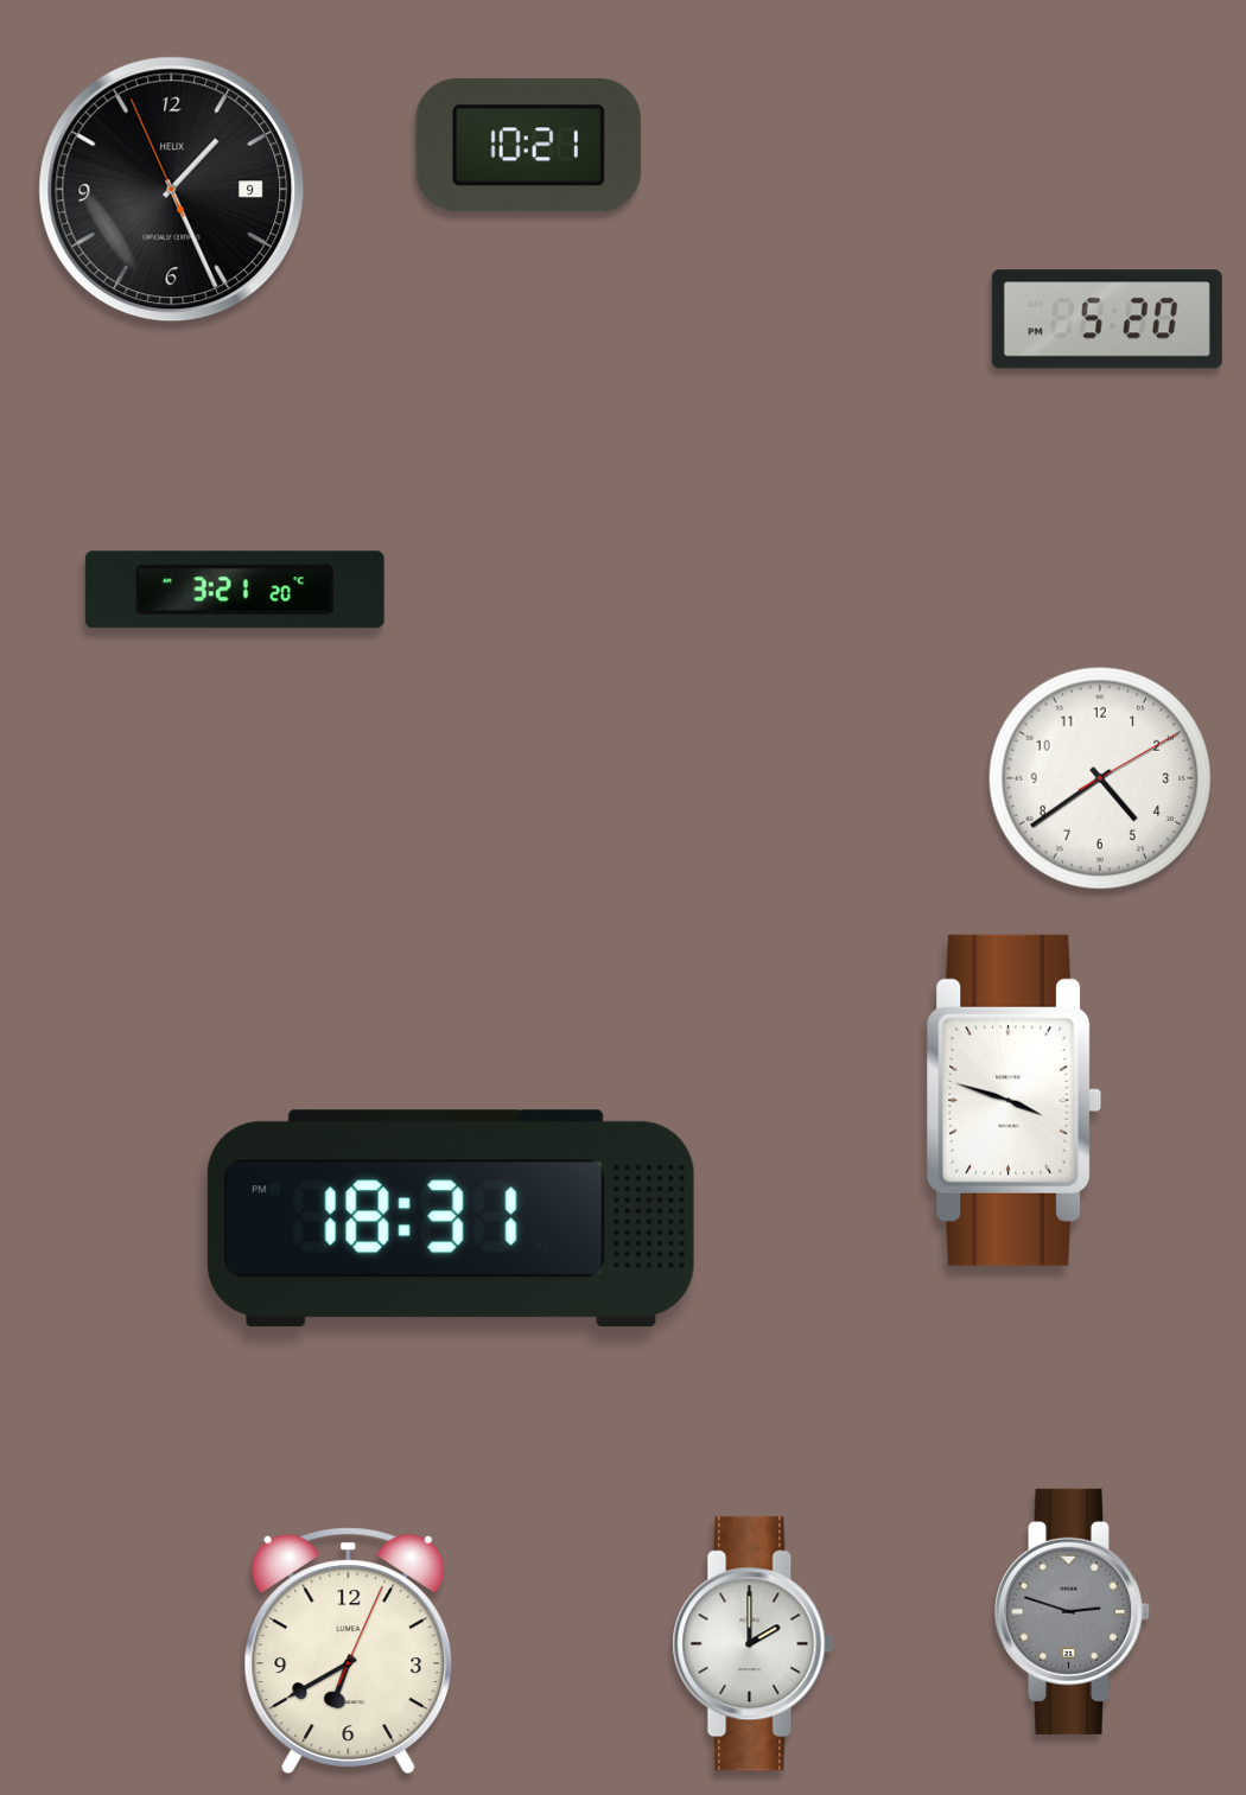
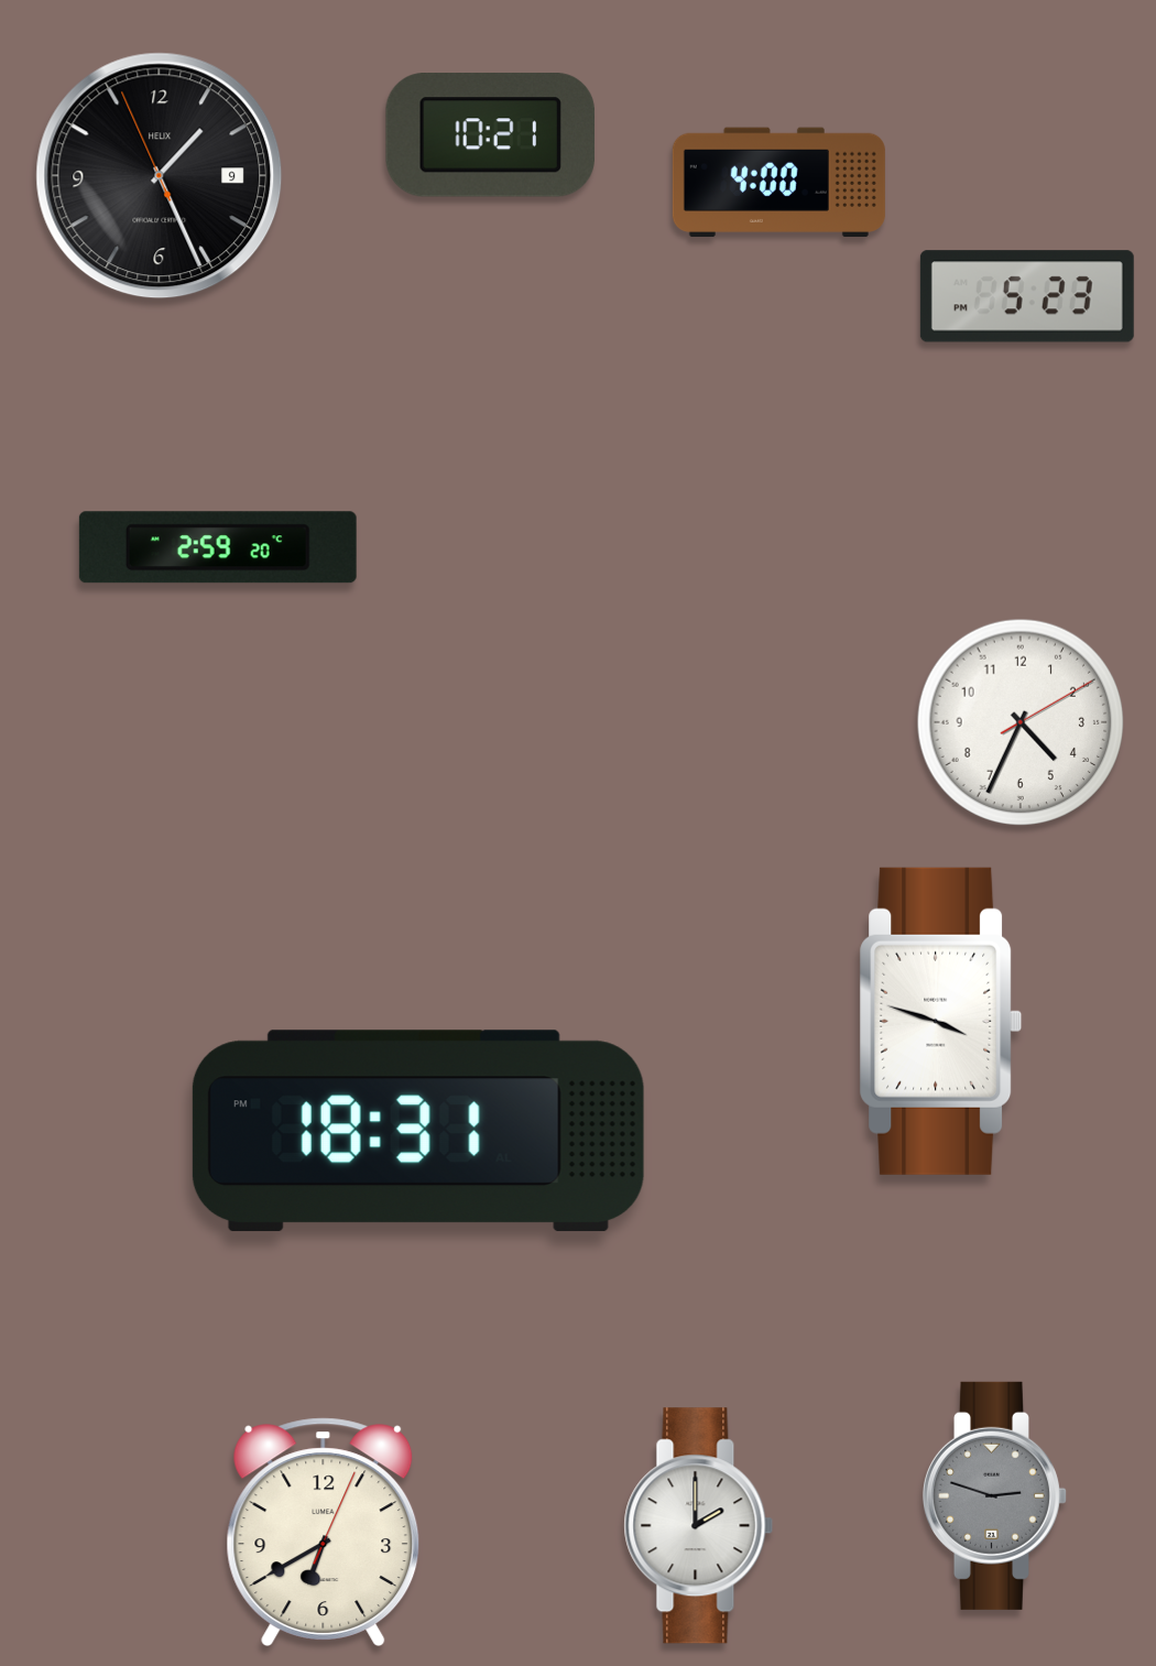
clock at (778, 183): none -> 4:00
clock at (1107, 319): 5:20 -> 5:23
clock at (235, 590): 3:21 -> 2:59
clock at (1100, 778): 4:39 -> 4:34
